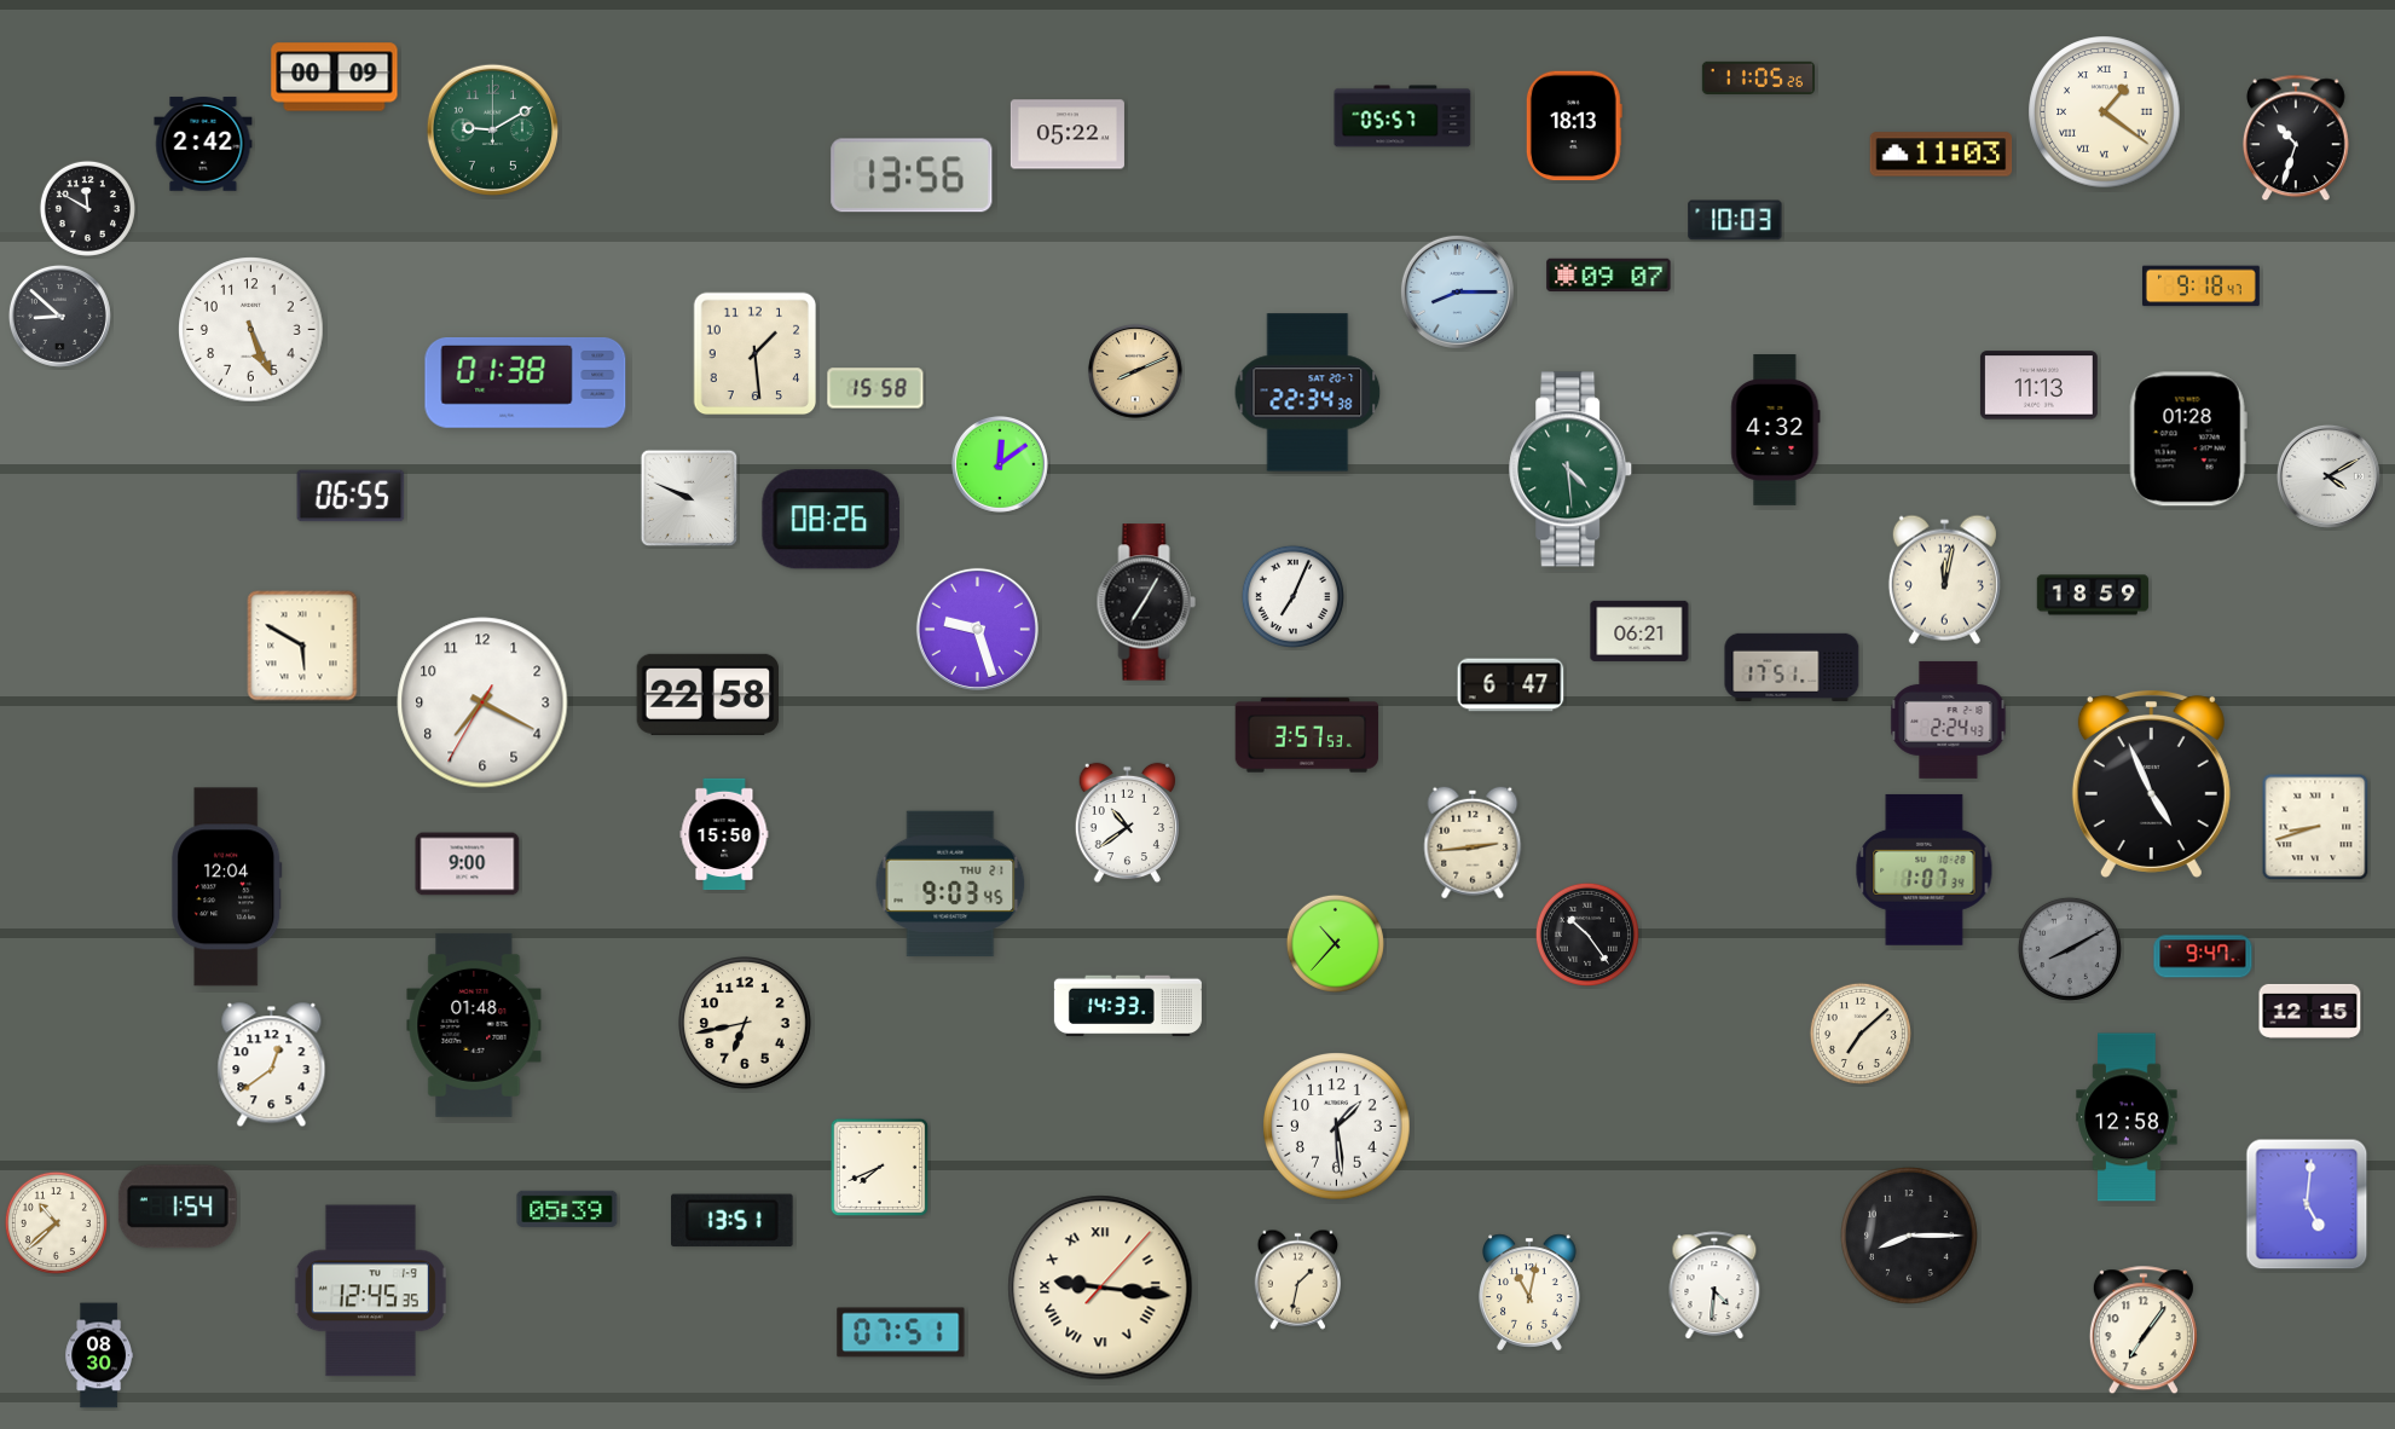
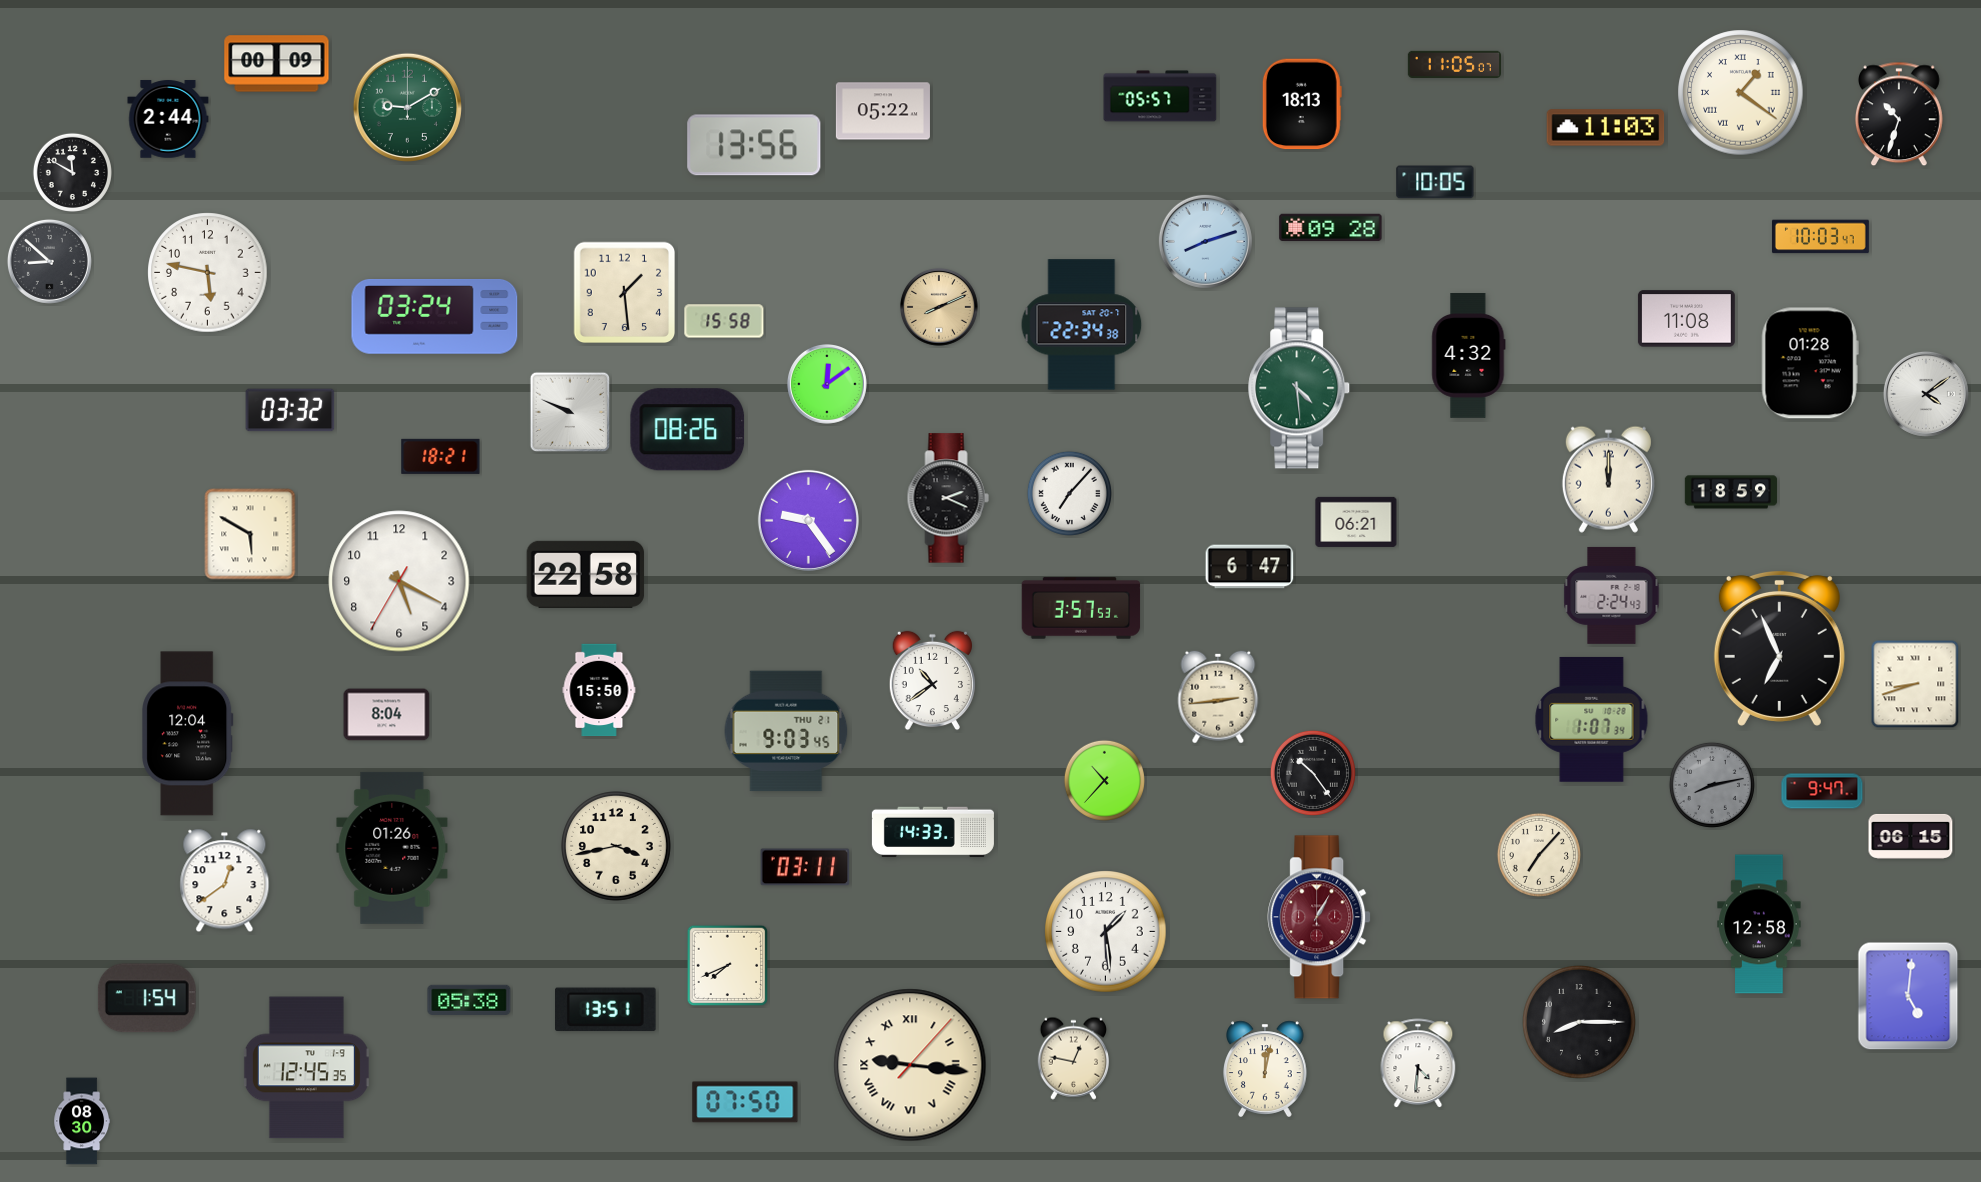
clock at (1758, 77): 11:05:26 -> 11:05:07
clock at (203, 144): 2:42 -> 2:44
clock at (1735, 220): 10:03 -> 10:05
clock at (1609, 276): 09:07 -> 09:28
clock at (2200, 287): 9:18 -> 10:03
clock at (1457, 291): 8:15 -> 8:12
clock at (251, 330): 5:26 -> 5:47
clock at (526, 383): 01:38 -> 03:24
clock at (2038, 386): 11:13 -> 11:08
clock at (2329, 476): 4:10 -> 4:09
clock at (351, 496): 06:55 -> 03:32
clock at (441, 456): none -> 18:21
clock at (1944, 579): 12:02 -> 12:00
clock at (1292, 596): 7:04 -> 7:07
clock at (1146, 602): 7:05 -> 2:19
clock at (977, 629): 9:27 -> 9:24
clock at (1792, 667): 17:51 -> none
clock at (482, 702): 7:19 -> 5:19
clock at (2151, 783): 4:56 -> 6:56
clock at (468, 864): 9:00 -> 8:04
clock at (2070, 949): 8:10 -> 8:13
clock at (2310, 1011): 12:15 -> 06:15
clock at (746, 1024): 6:43 -> 3:43
clock at (474, 1025): 01:48 -> 01:26
clock at (1861, 1034): 7:08 -> 7:07
clock at (805, 867): none -> 03:11
clock at (1319, 917): none -> 1:05
clock at (567, 1209): 05:39 -> 05:38
clock at (56, 1222): 10:38 -> none
clock at (1297, 1279): 1:32 -> 12:47
clock at (1531, 1292): 11:02 -> 12:02
clock at (2144, 1331): 7:06 -> none
clock at (901, 1332): 07:51 -> 07:50
